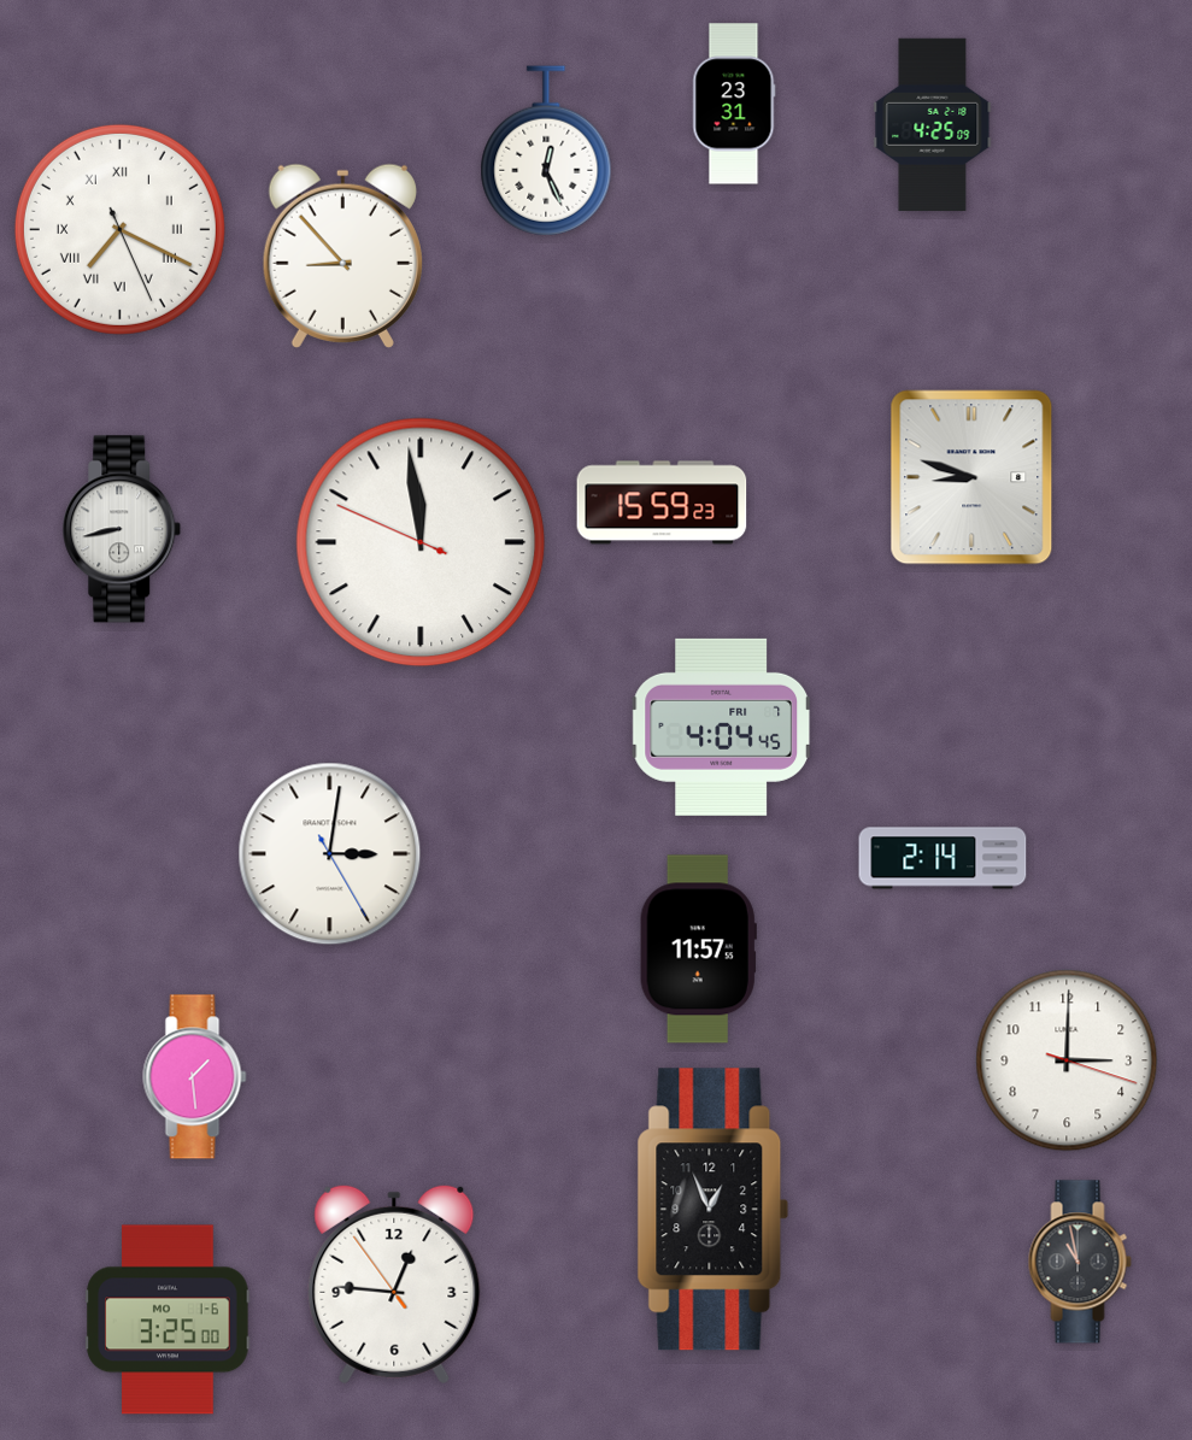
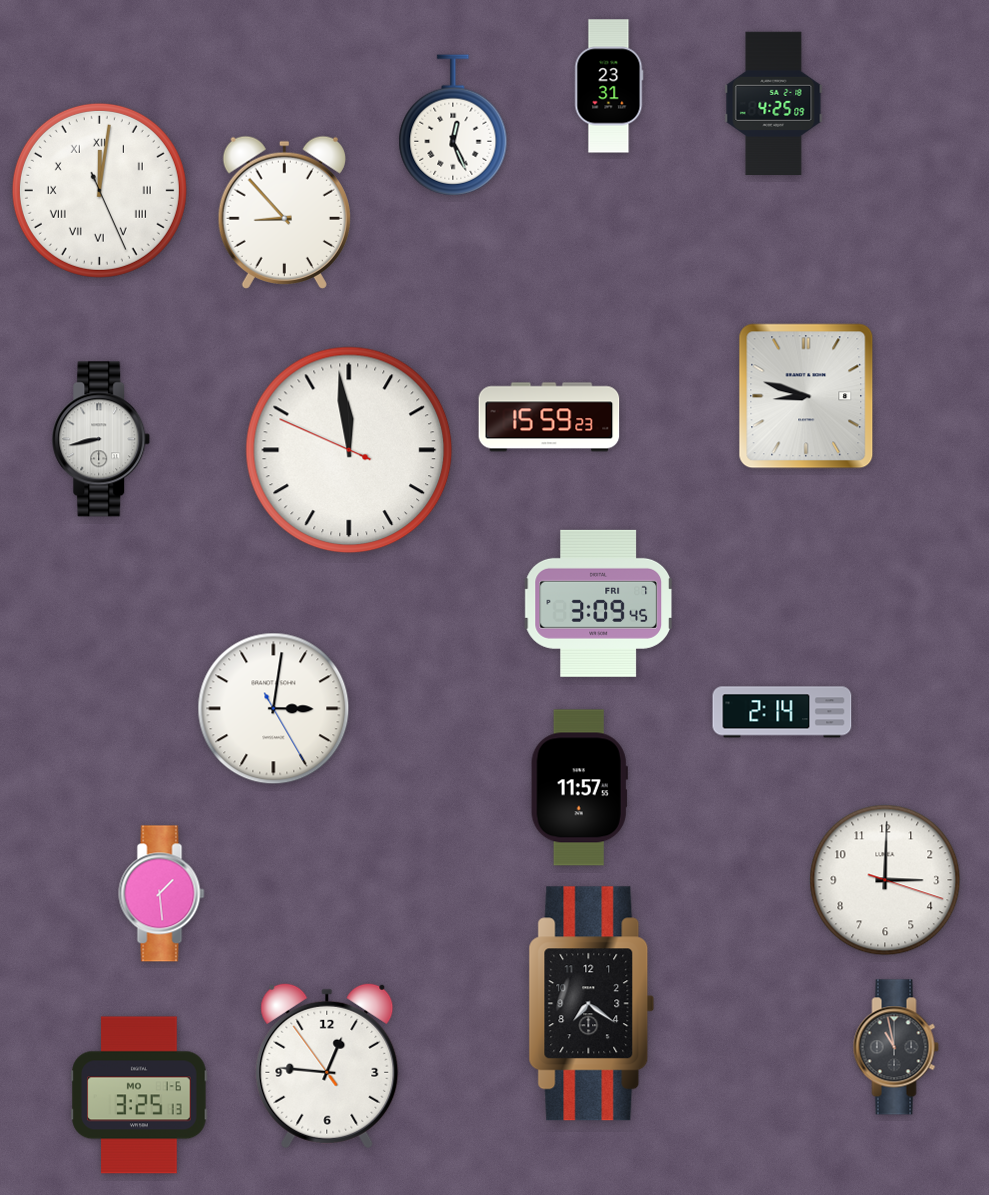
clock at (119, 229): 7:19 -> 12:01
clock at (722, 727): 4:04 -> 3:09
clock at (714, 1210): 12:56 -> 7:21
clock at (168, 1319): 3:25:00 -> 3:25:13
